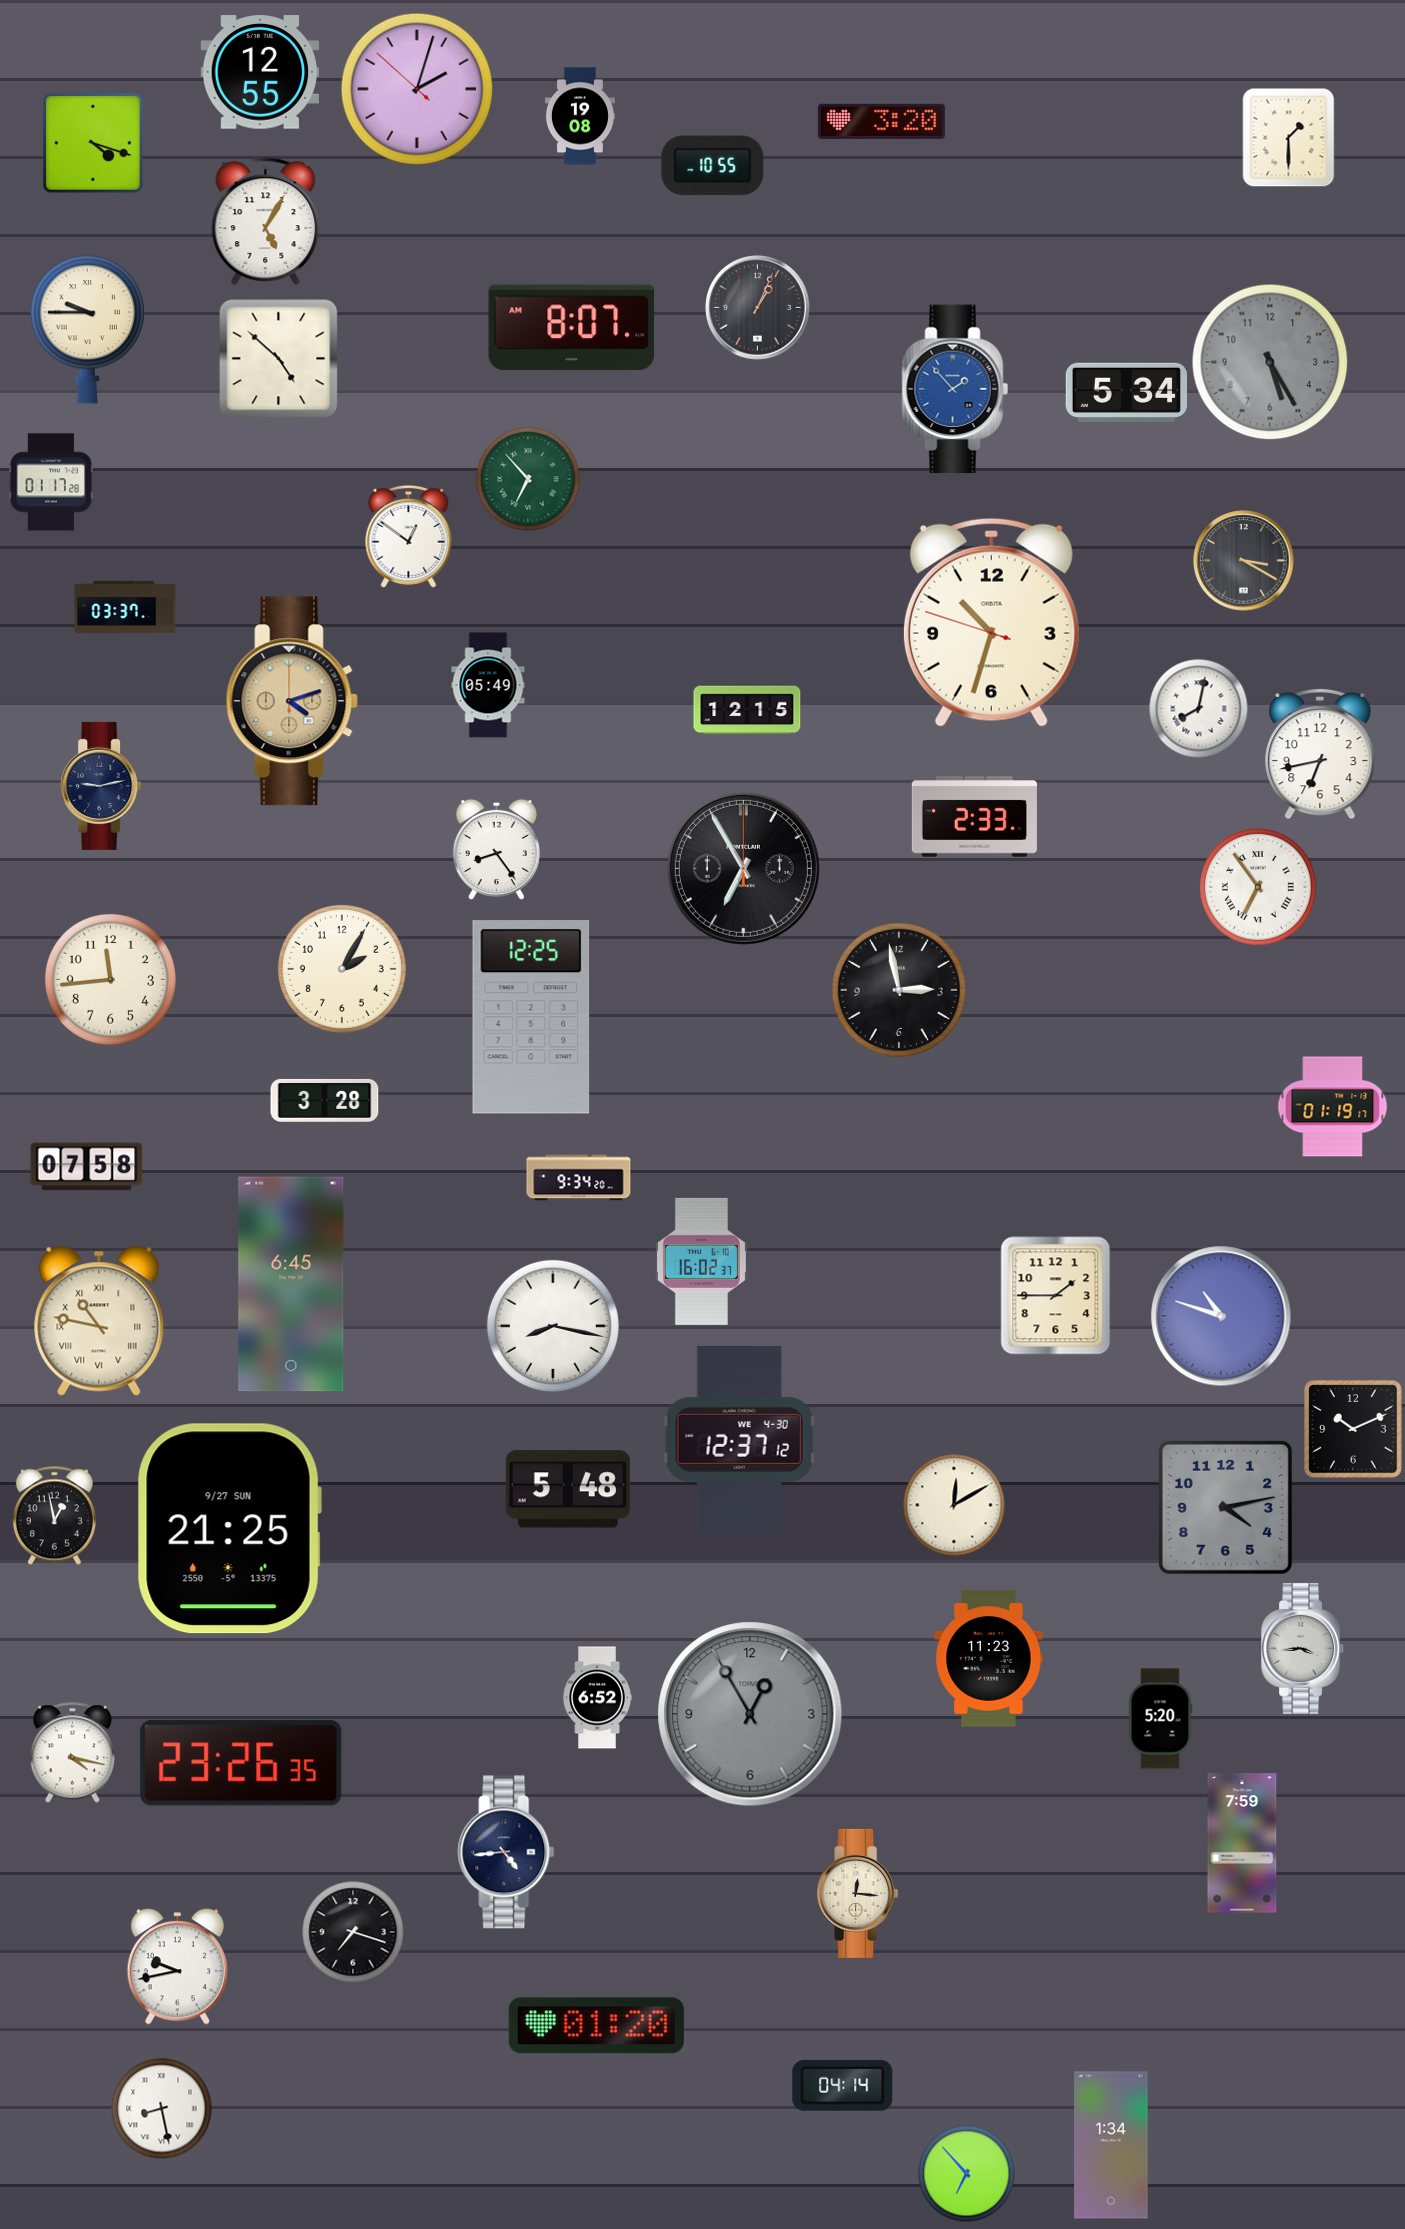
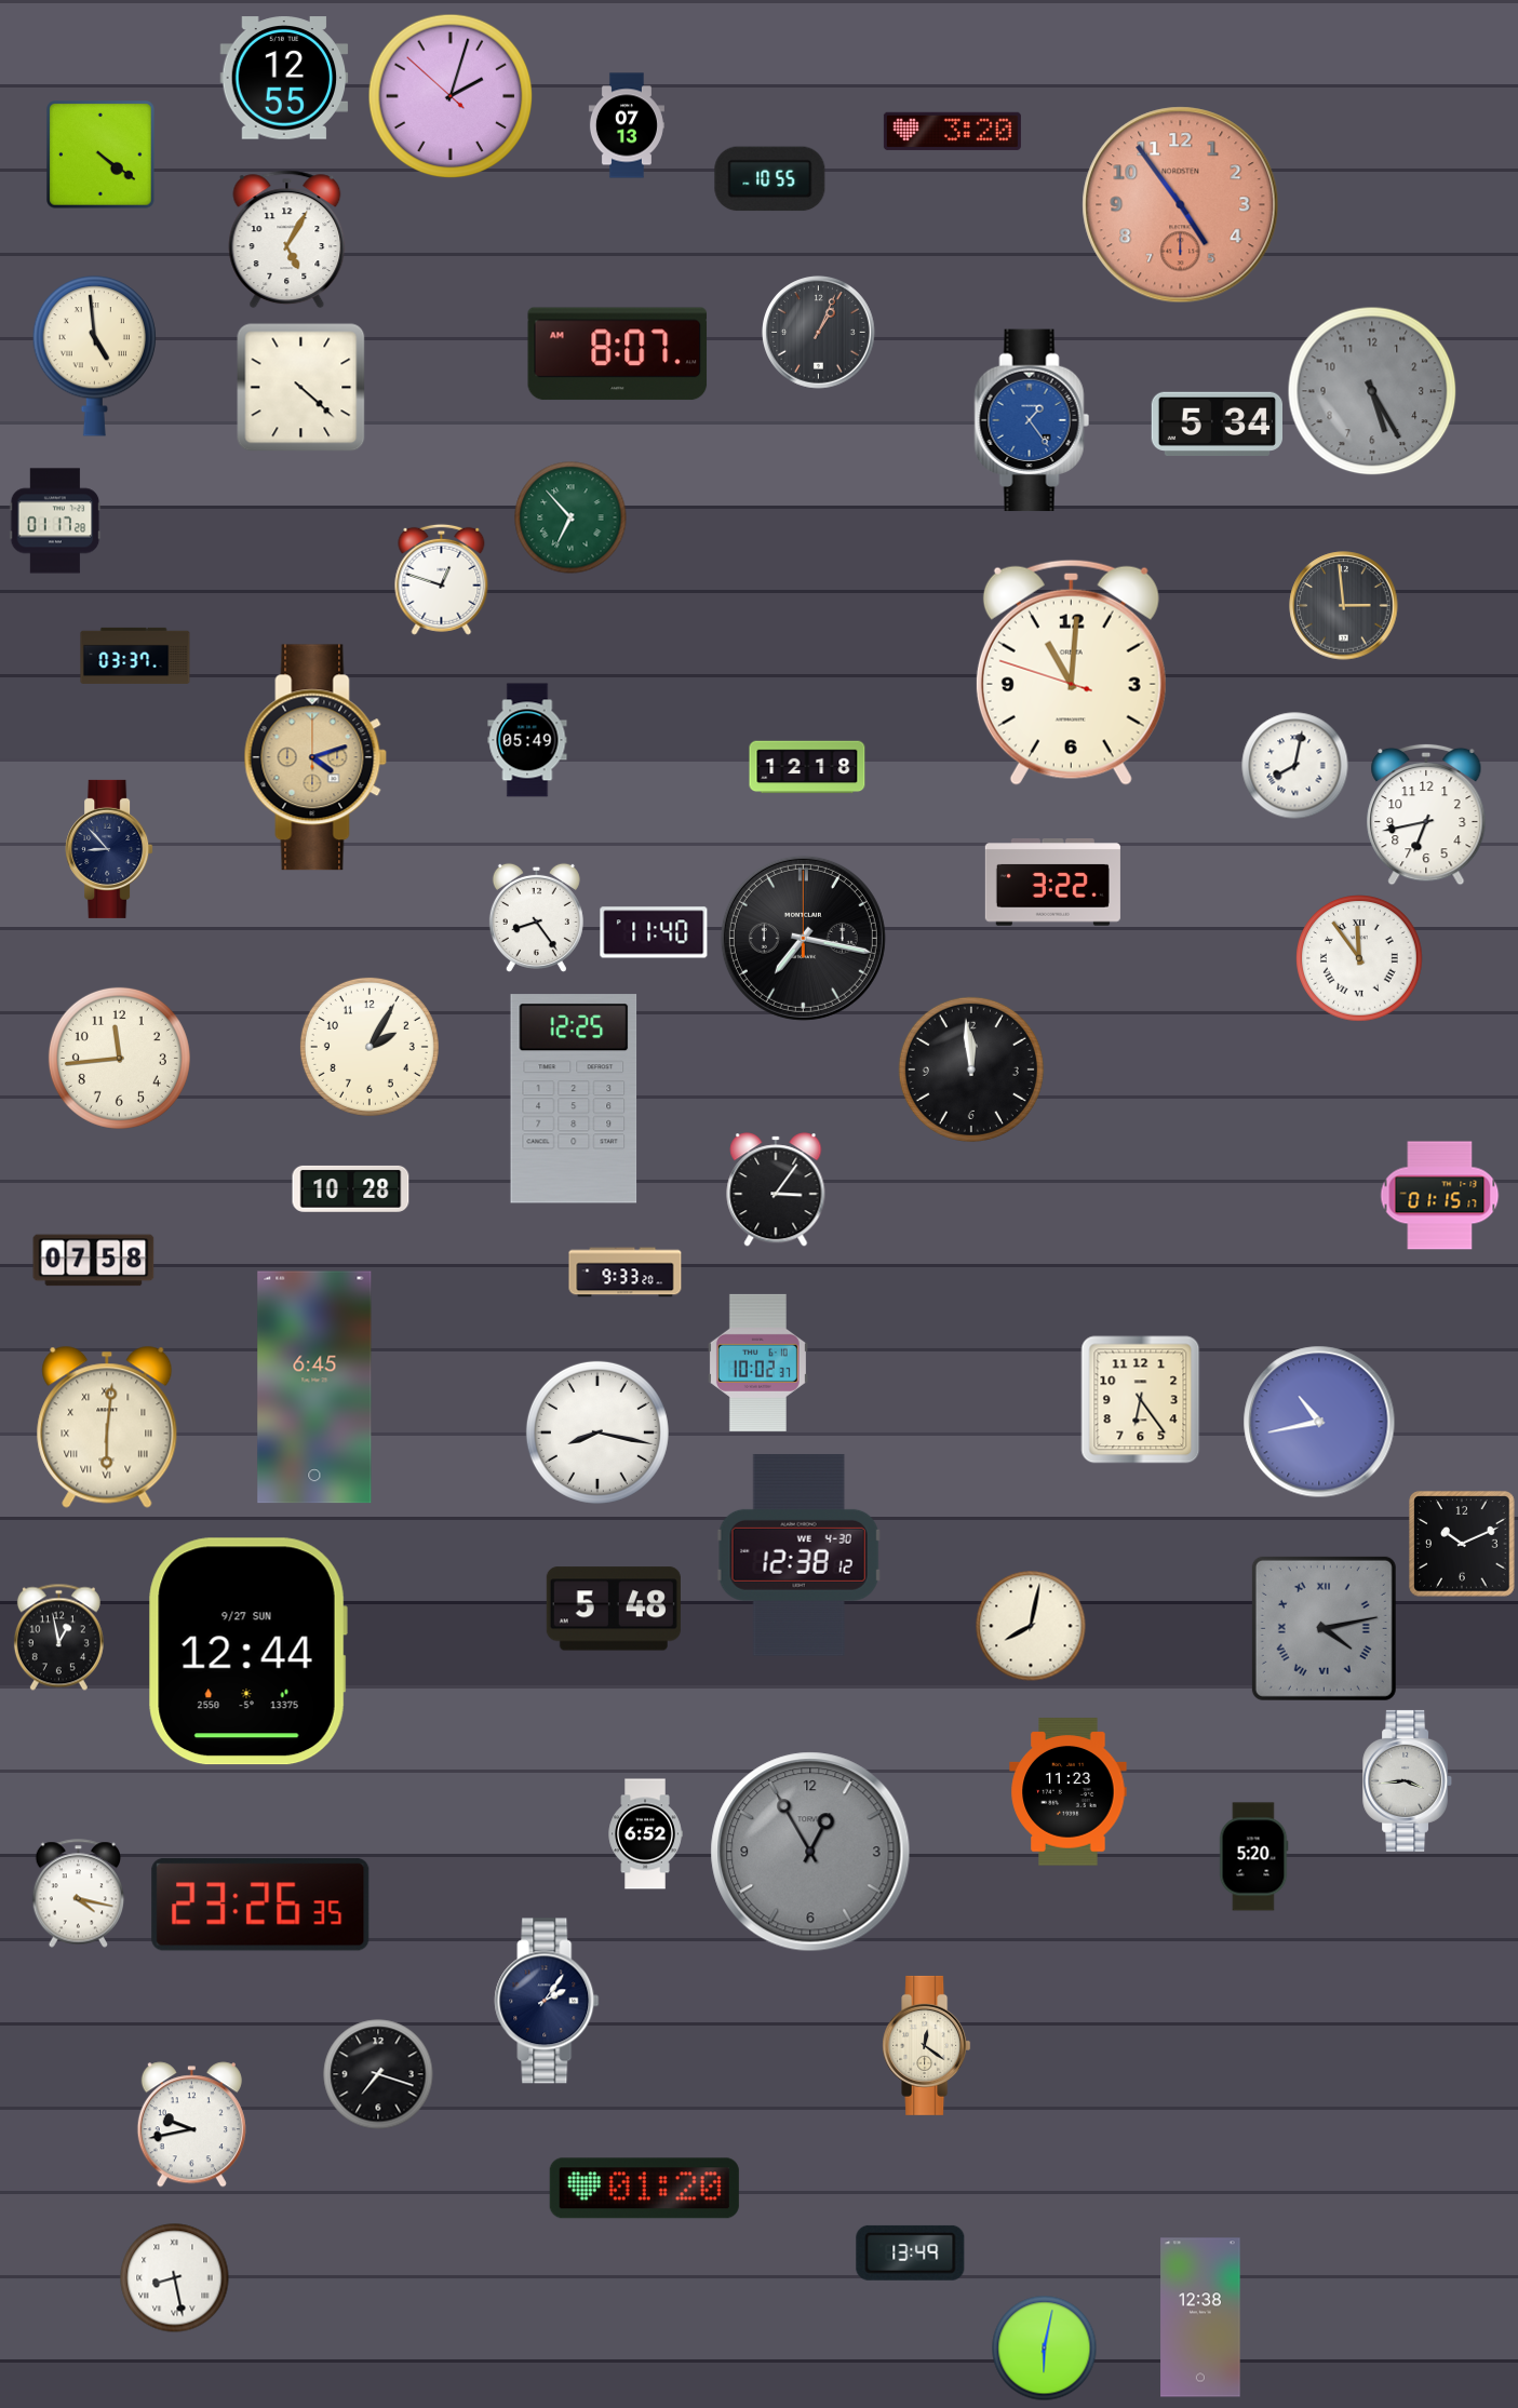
clock at (260, 72) position: (260, 72) -> (284, 78)
clock at (580, 116): 19:08 -> 07:13
clock at (1289, 137): 1:30 -> none
clock at (93, 143): 4:18 -> 4:21
clock at (1181, 205): none -> 4:54
clock at (87, 330): 9:45 -> 4:59
clock at (279, 359): 4:52 -> 4:22
clock at (955, 389): 1:53 -> 1:24
clock at (409, 536): 12:51 -> 12:48
clock at (1244, 561): 3:20 -> 2:59
clock at (991, 622): 10:32 -> 11:00
clock at (747, 710): 12:15 -> 12:18
clock at (101, 786): 9:13 -> 8:53
clock at (974, 817): 2:33 -> 3:22
clock at (654, 932): none -> 11:40
clock at (743, 868): 6:55 -> 7:17
clock at (1258, 887): 6:54 -> 11:54
clock at (899, 990): 2:58 -> 11:59
clock at (325, 1100): 3:28 -> 10:28
clock at (776, 1189): none -> 3:06
clock at (1333, 1107): 01:19 -> 01:15
clock at (579, 1178): 9:34 -> 9:33
clock at (701, 1261): 16:02 -> 10:02
clock at (1056, 1296): 1:45 -> 6:24
clock at (1221, 1316): 10:48 -> 10:43
clock at (99, 1321): 10:47 -> 6:01
clock at (739, 1439): 12:37 -> 12:38
clock at (954, 1505): 12:10 -> 8:02
clock at (1225, 1507) numerals: Arabic -> Roman
clock at (229, 1529): 21:25 -> 12:44
clock at (1242, 1843): 7:59 -> none
clock at (506, 1852): 4:44 -> 2:06
clock at (858, 1893): 12:16 -> 12:21
clock at (353, 1932) position: (353, 1932) -> (378, 2074)
clock at (843, 2085): 04:14 -> 13:49
clock at (1111, 2145): 1:34 -> 12:38
clock at (966, 2173): 6:53 -> 6:02
